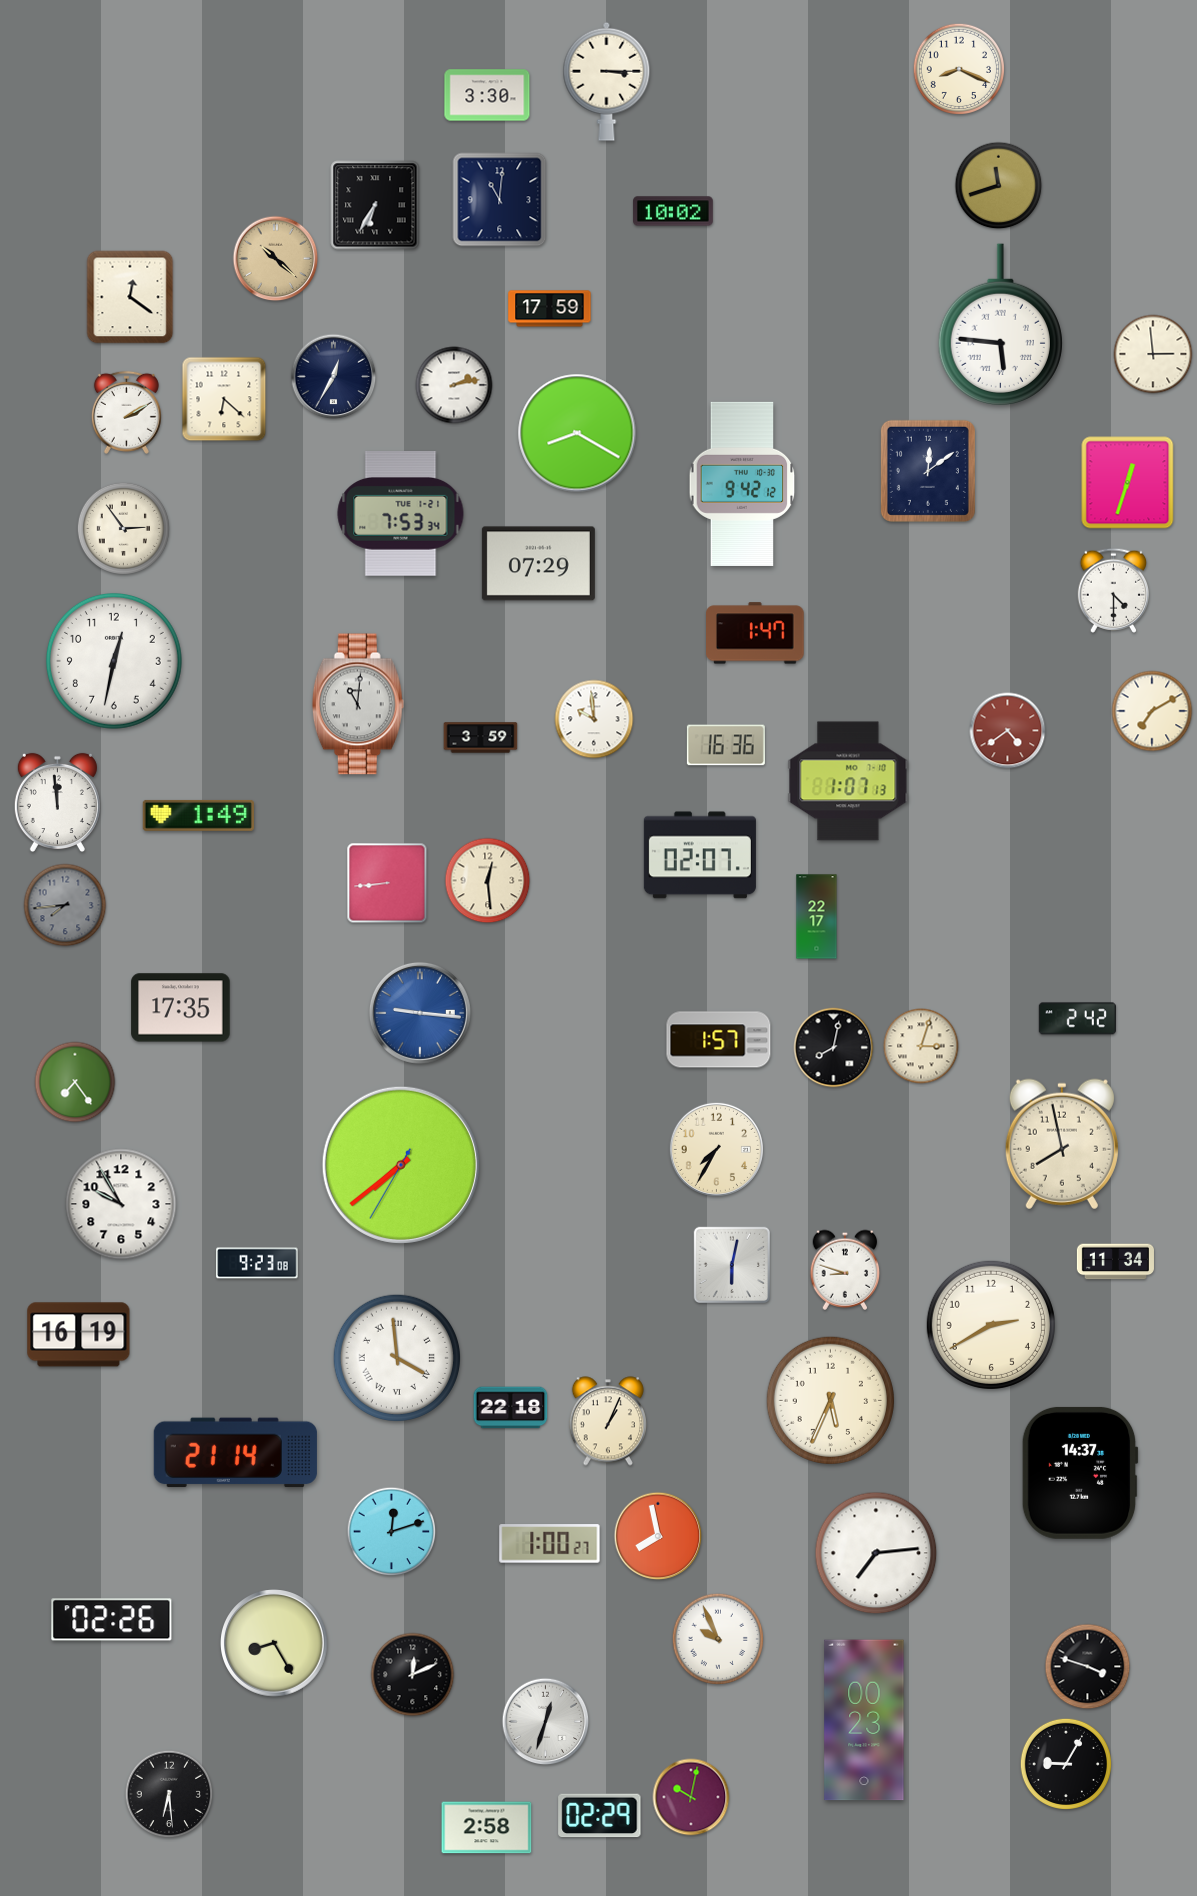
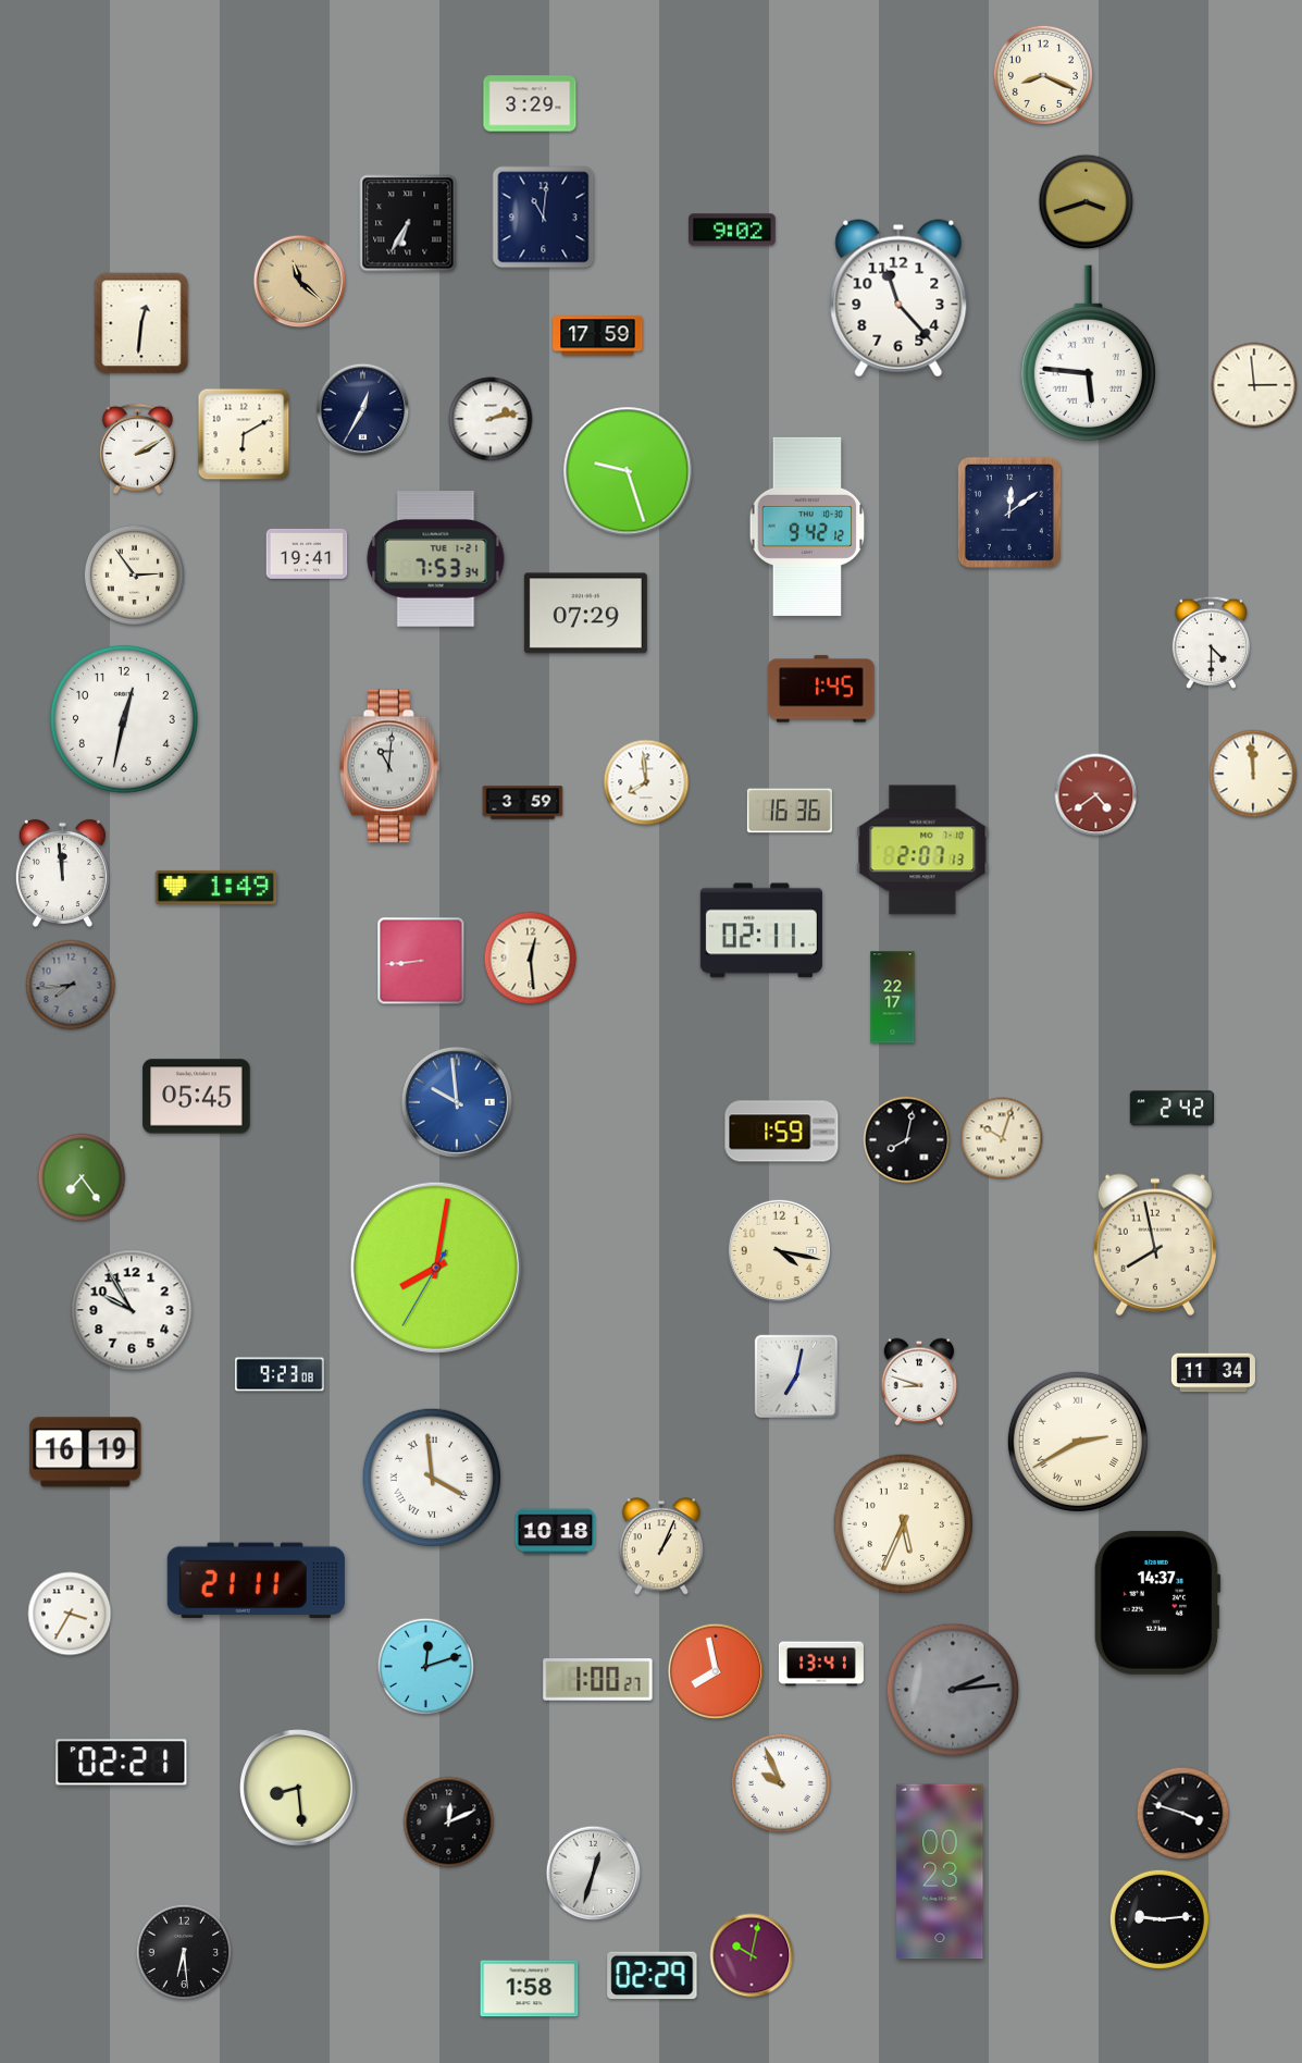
clock at (607, 81): 3:15 -> none
clock at (487, 95): 3:30 -> 3:29
clock at (999, 186): 11:42 -> 3:42
clock at (673, 211): 10:02 -> 9:02
clock at (276, 259): 10:22 -> 11:22
clock at (898, 298): none -> 11:23
clock at (130, 297): 12:21 -> 12:31
clock at (454, 385) position: (454, 385) -> (491, 419)
clock at (224, 399): 6:22 -> 6:10
clock at (577, 433): 8:20 -> 9:27
clock at (1128, 483): 12:33 -> none
clock at (307, 554): none -> 19:41
clock at (756, 633): 1:47 -> 1:45
clock at (1152, 711): 7:10 -> 11:59
clock at (594, 719): 9:59 -> 7:59
clock at (848, 781): 1:07 -> 2:07
clock at (700, 855): 02:07 -> 02:11
clock at (817, 917) position: (817, 917) -> (893, 998)
clock at (181, 1008): 17:35 -> 05:45
clock at (420, 1013): 9:16 -> 9:59
clock at (719, 1040): 1:57 -> 1:59
clock at (921, 1046): 3:03 -> 10:03
clock at (716, 1149): 7:35 -> 4:17
clock at (401, 1165): 7:38 -> 8:01
clock at (732, 1265): 6:02 -> 7:02
clock at (991, 1325) numerals: Arabic -> Roman
clock at (511, 1408): 22:18 -> 10:18
clock at (235, 1453): 21:14 -> 21:11
clock at (1080, 1473) position: (1080, 1473) -> (1157, 1603)
clock at (70, 1614): none -> 3:35
clock at (821, 1664): none -> 13:41
clock at (876, 1553): 7:14 -> 2:14
clock at (876, 1553) dial: white -> grey
clock at (112, 1620): 02:26 -> 02:21
clock at (274, 1643): 8:25 -> 8:29
clock at (1065, 1763): 9:05 -> 9:14
clock at (487, 1828): 2:58 -> 1:58
